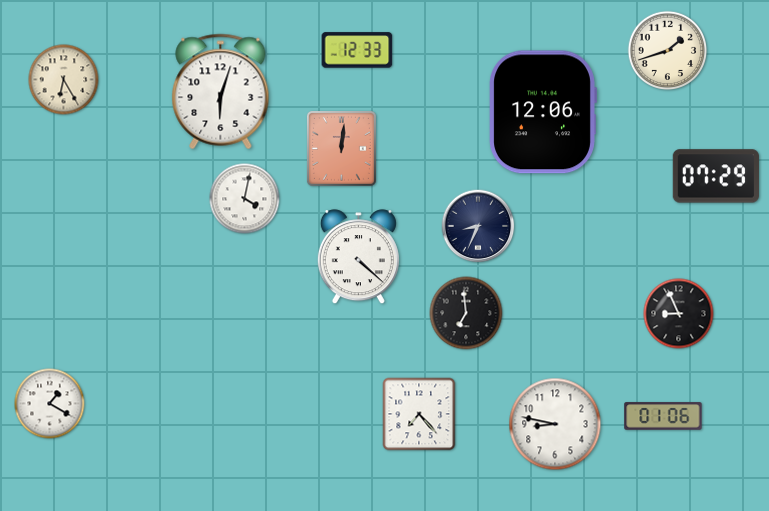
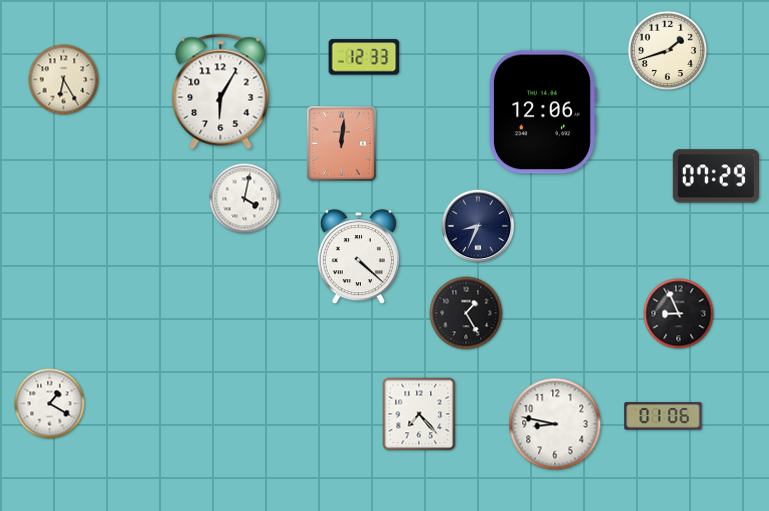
clock at (357, 50) position: (357, 50) -> (364, 57)
clock at (221, 92): 6:03 -> 6:05
clock at (341, 148) position: (341, 148) -> (341, 143)
clock at (466, 313): 6:59 -> 1:25
